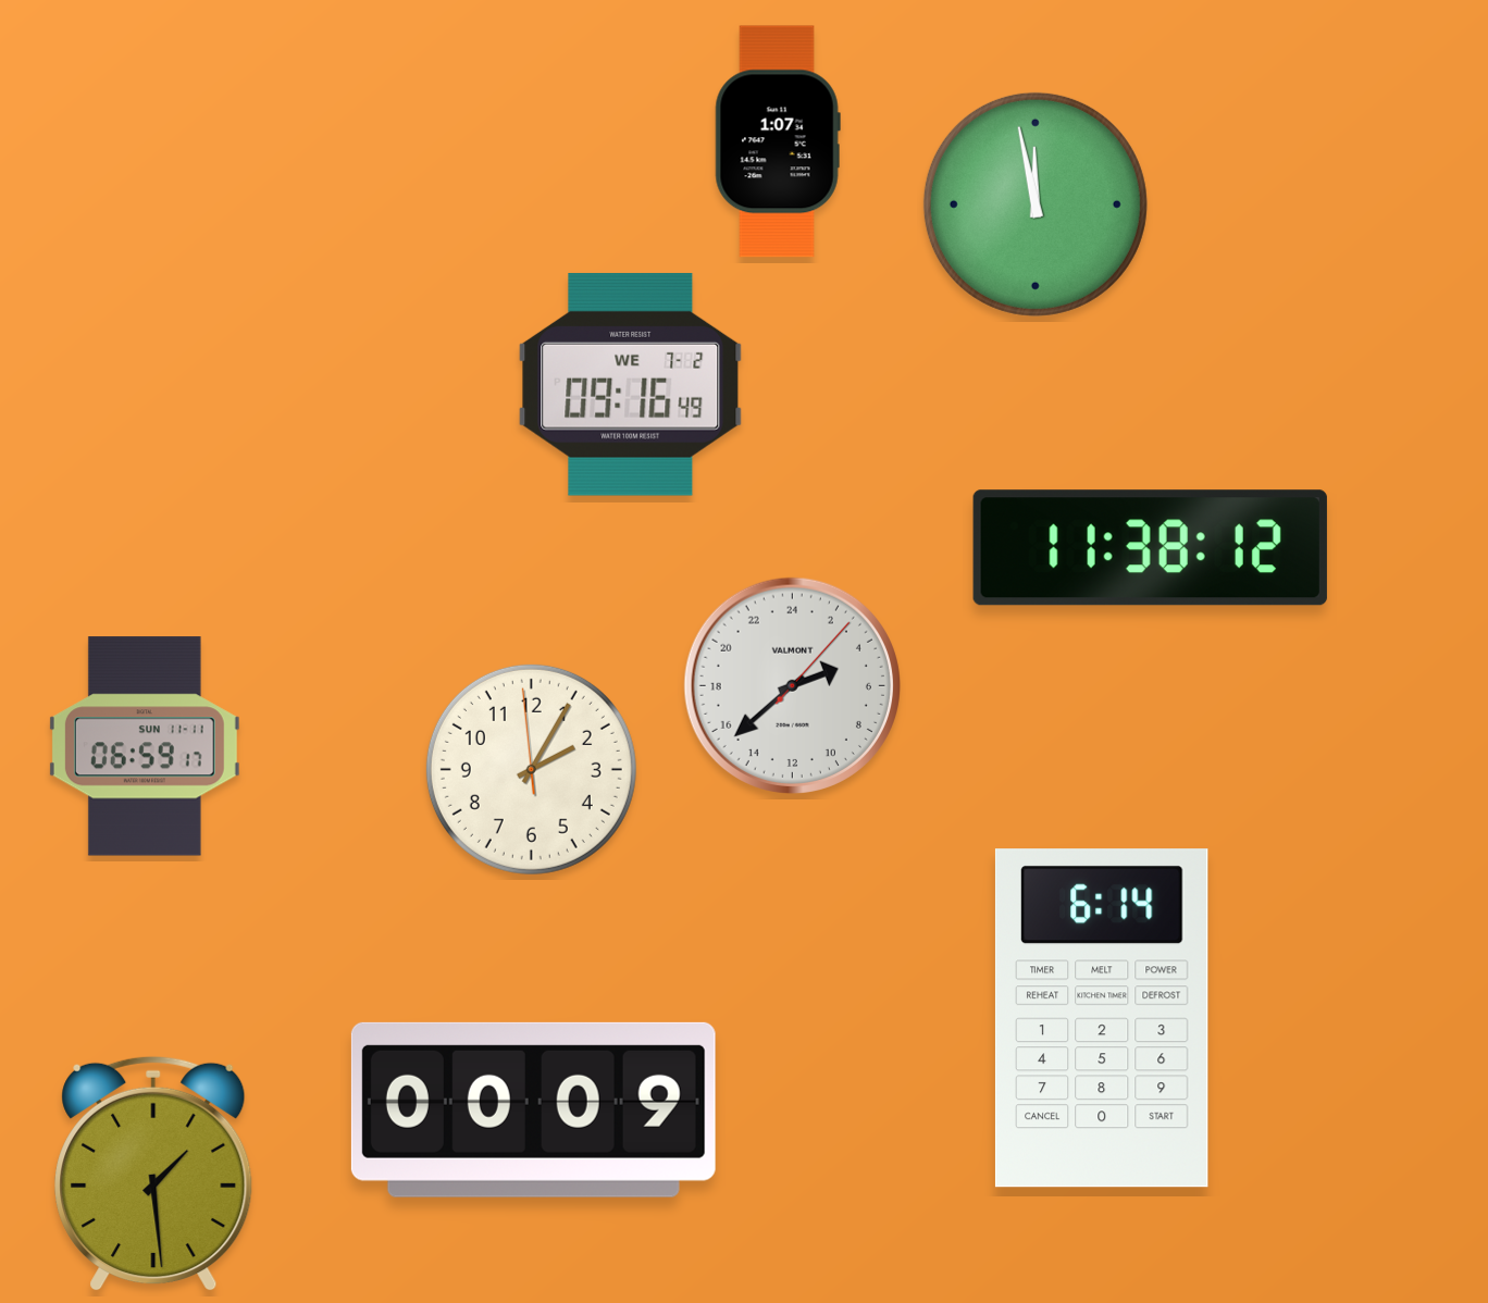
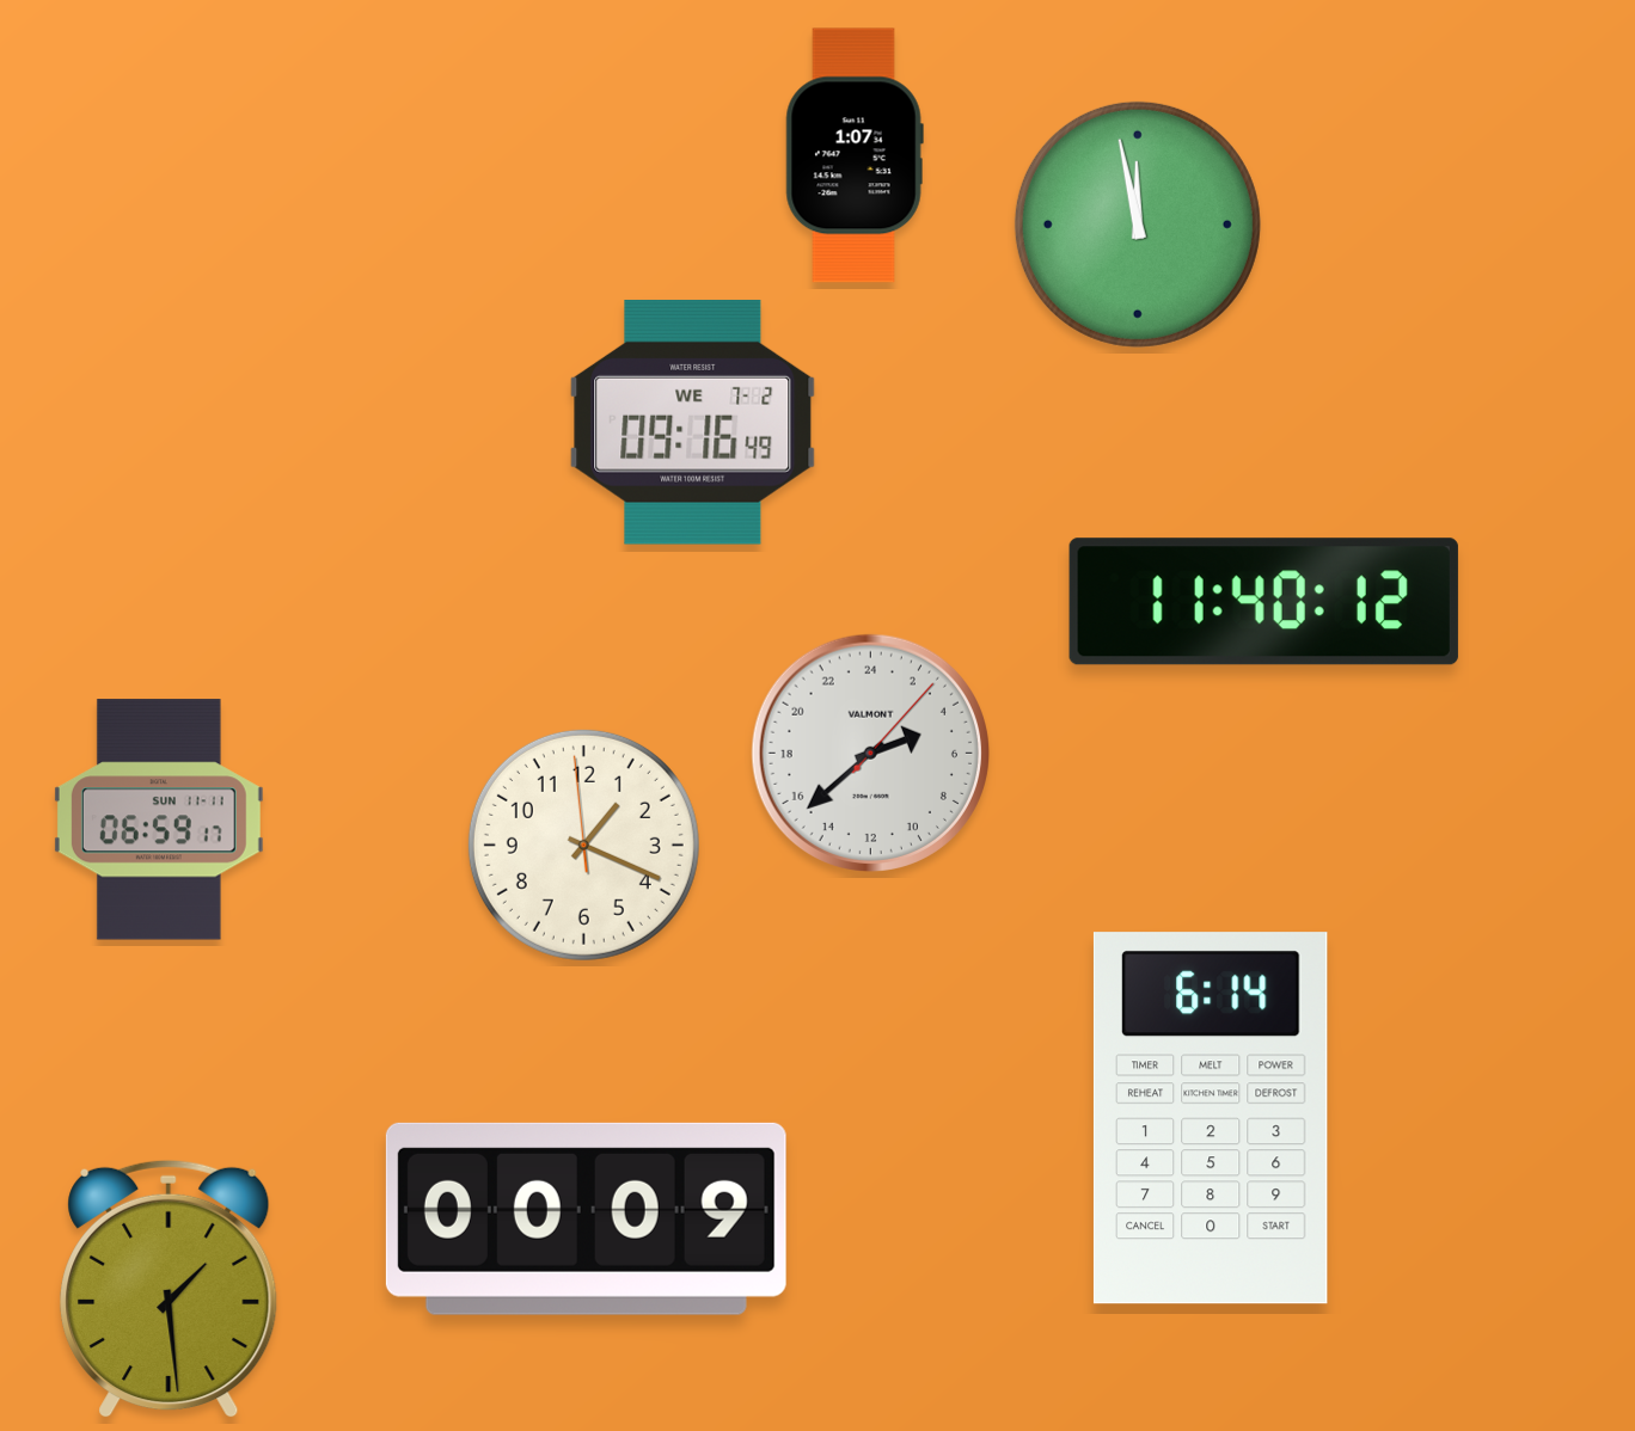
clock at (1150, 548): 11:38 -> 11:40
clock at (531, 769): 2:04 -> 1:18
